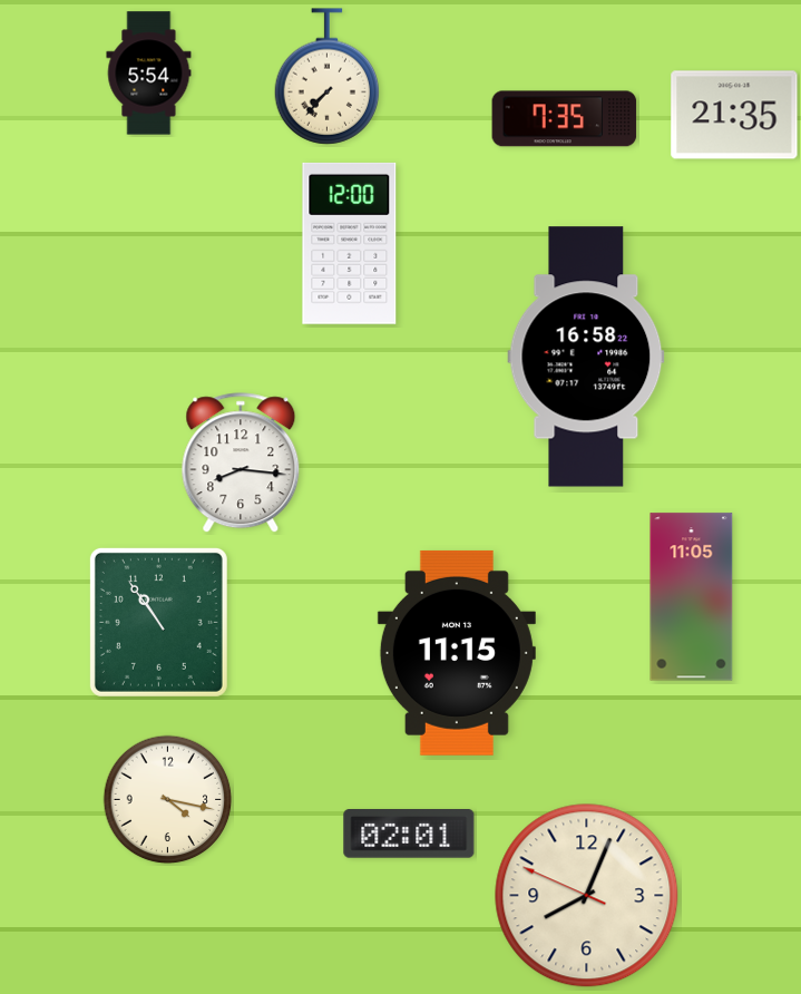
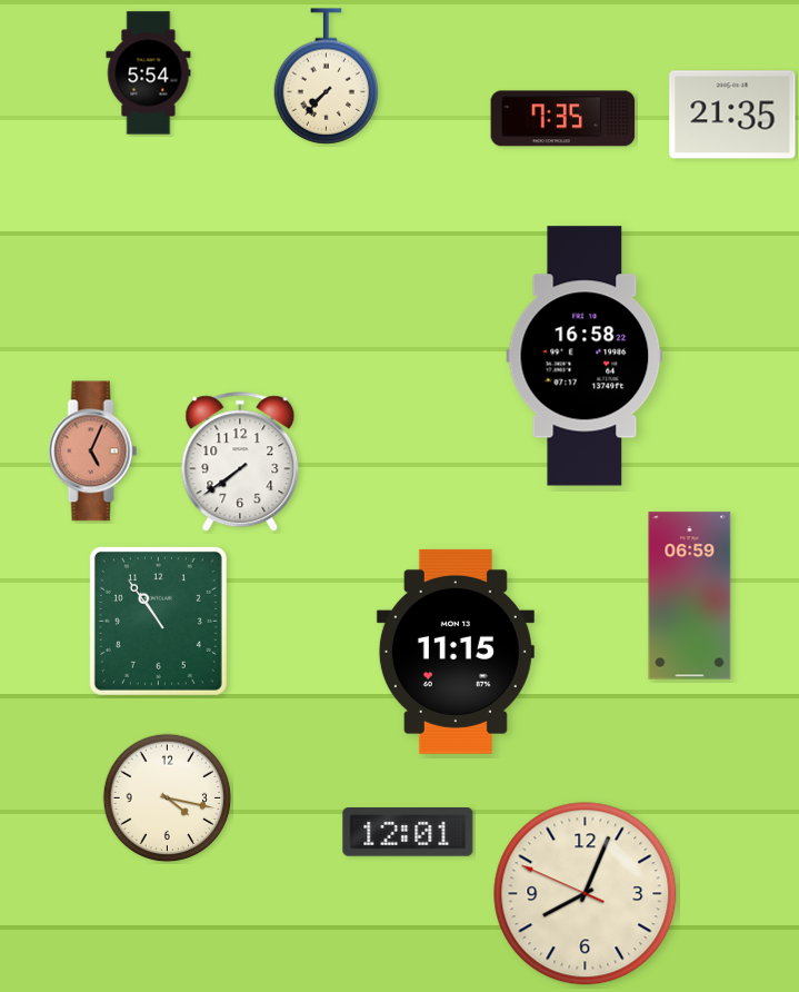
clock at (350, 243): 12:00 -> none
clock at (93, 452): none -> 5:04
clock at (241, 464): 8:16 -> 7:39
clock at (692, 597): 11:05 -> 06:59
clock at (409, 835): 02:01 -> 12:01
